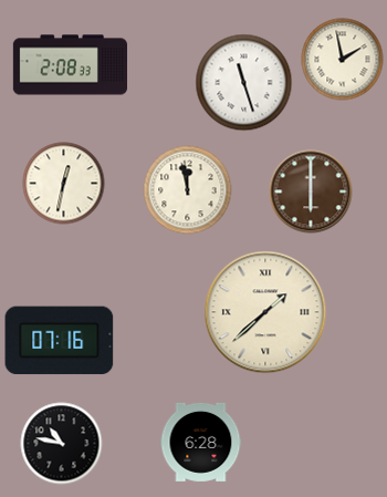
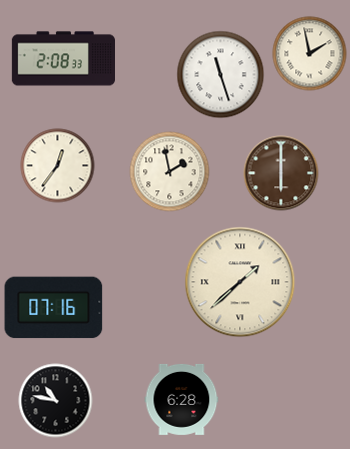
clock at (64, 184): 12:32 -> 12:36
clock at (188, 190): 11:58 -> 1:58
